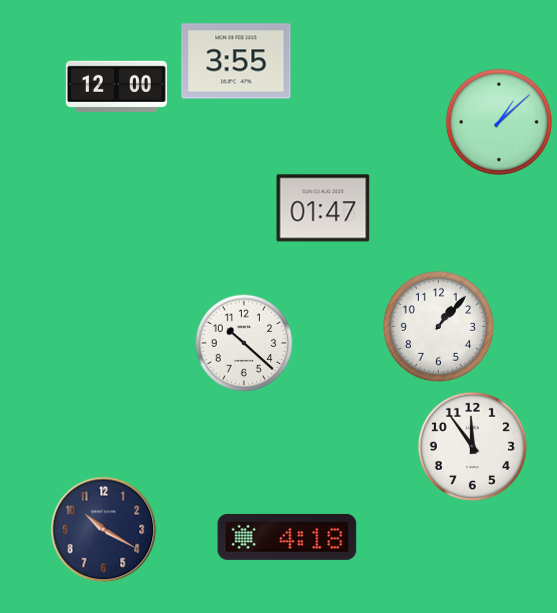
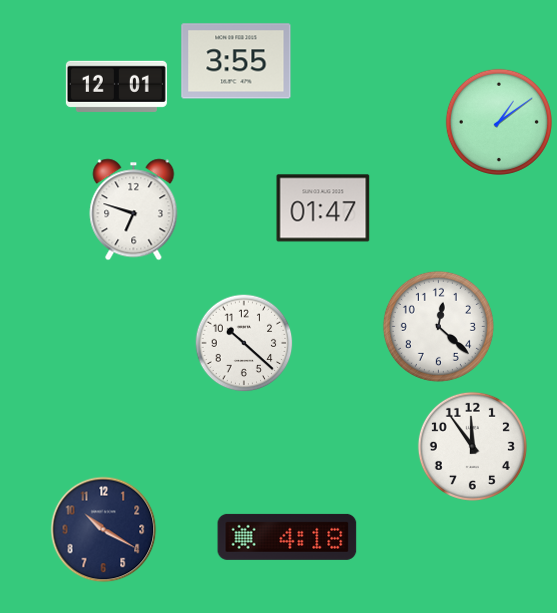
clock at (116, 86): 12:00 -> 12:01
clock at (499, 122): 1:08 -> 1:09
clock at (134, 210): none -> 6:48
clock at (438, 326): 1:07 -> 12:22
